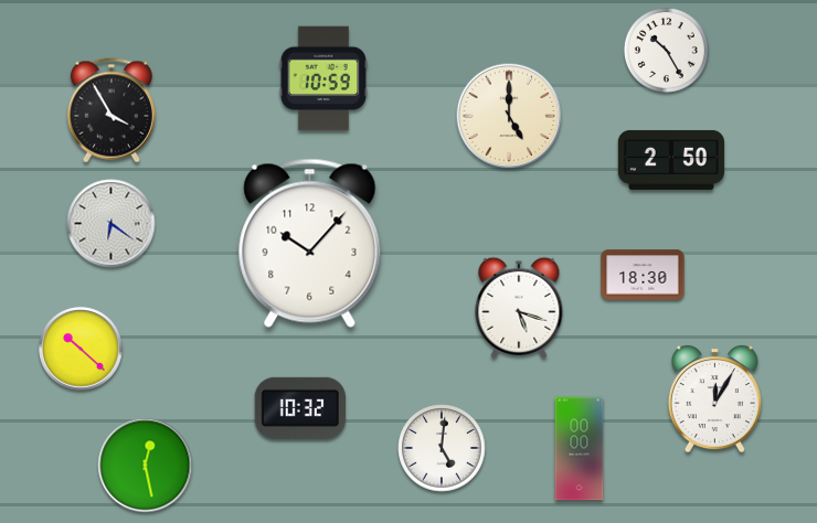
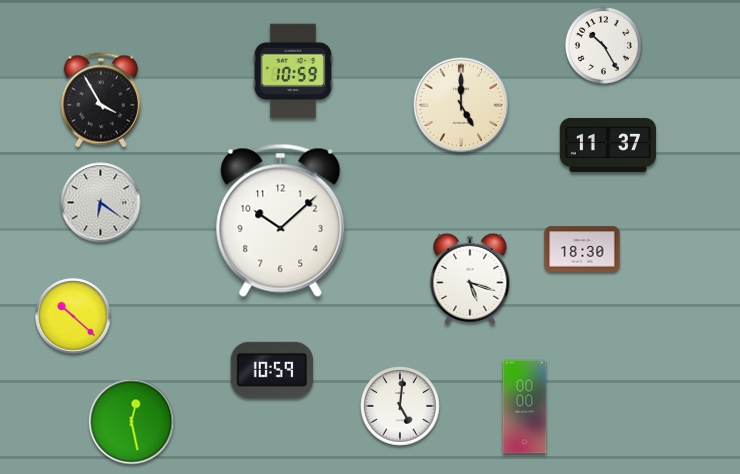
clock at (671, 160): 2:50 -> 11:37
clock at (310, 243): 10:07 -> 10:08
clock at (714, 399): 12:05 -> none
clock at (300, 408): 10:32 -> 10:59
